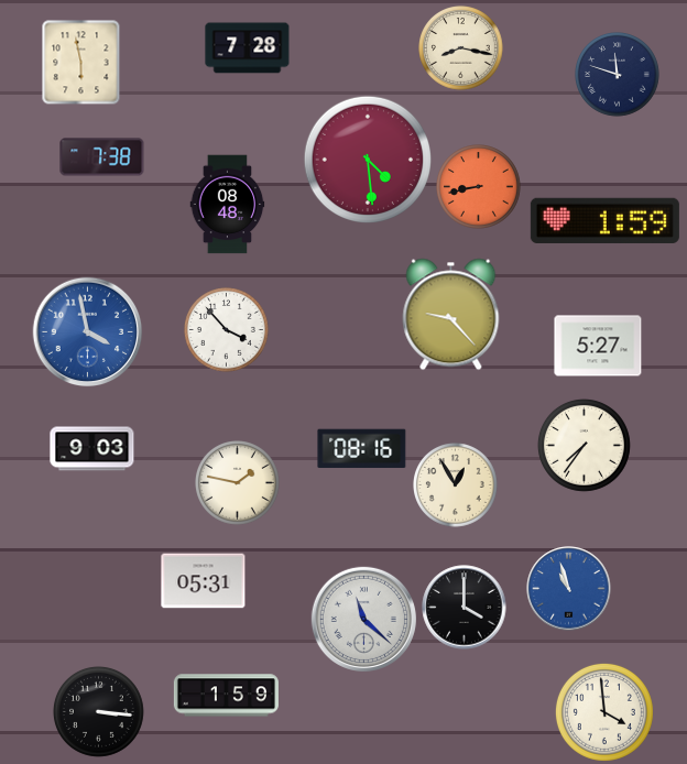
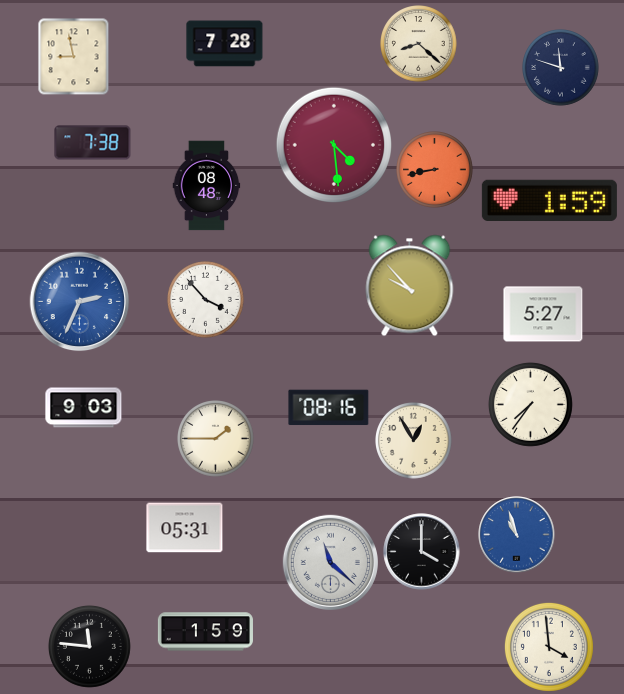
clock at (461, 48): 8:17 -> 8:22
clock at (81, 62): 5:58 -> 8:58
clock at (451, 315): 9:23 -> 9:53
clock at (88, 332): 3:58 -> 2:34
clock at (238, 483): 1:47 -> 1:45
clock at (98, 711): 3:16 -> 11:46
